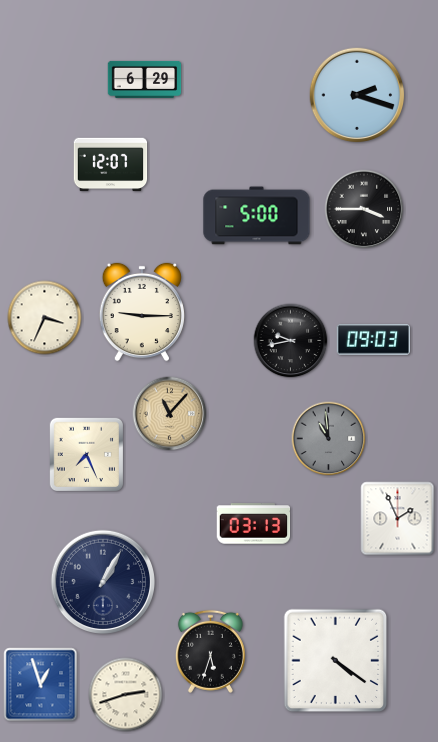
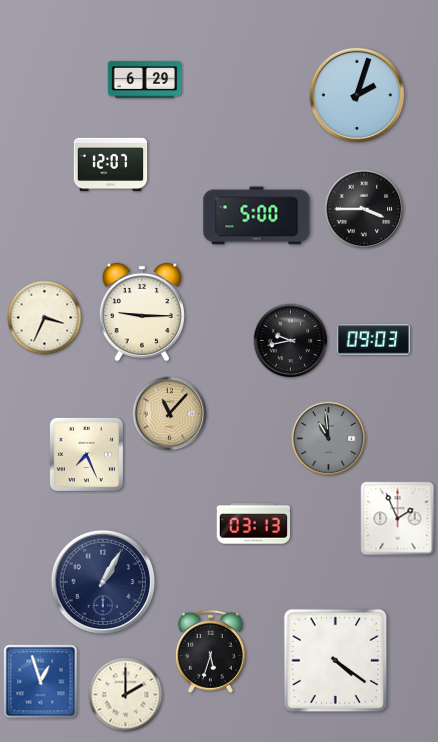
clock at (357, 95): 2:18 -> 2:03
clock at (41, 685) position: (41, 685) -> (41, 682)
clock at (126, 695): 2:42 -> 2:00
